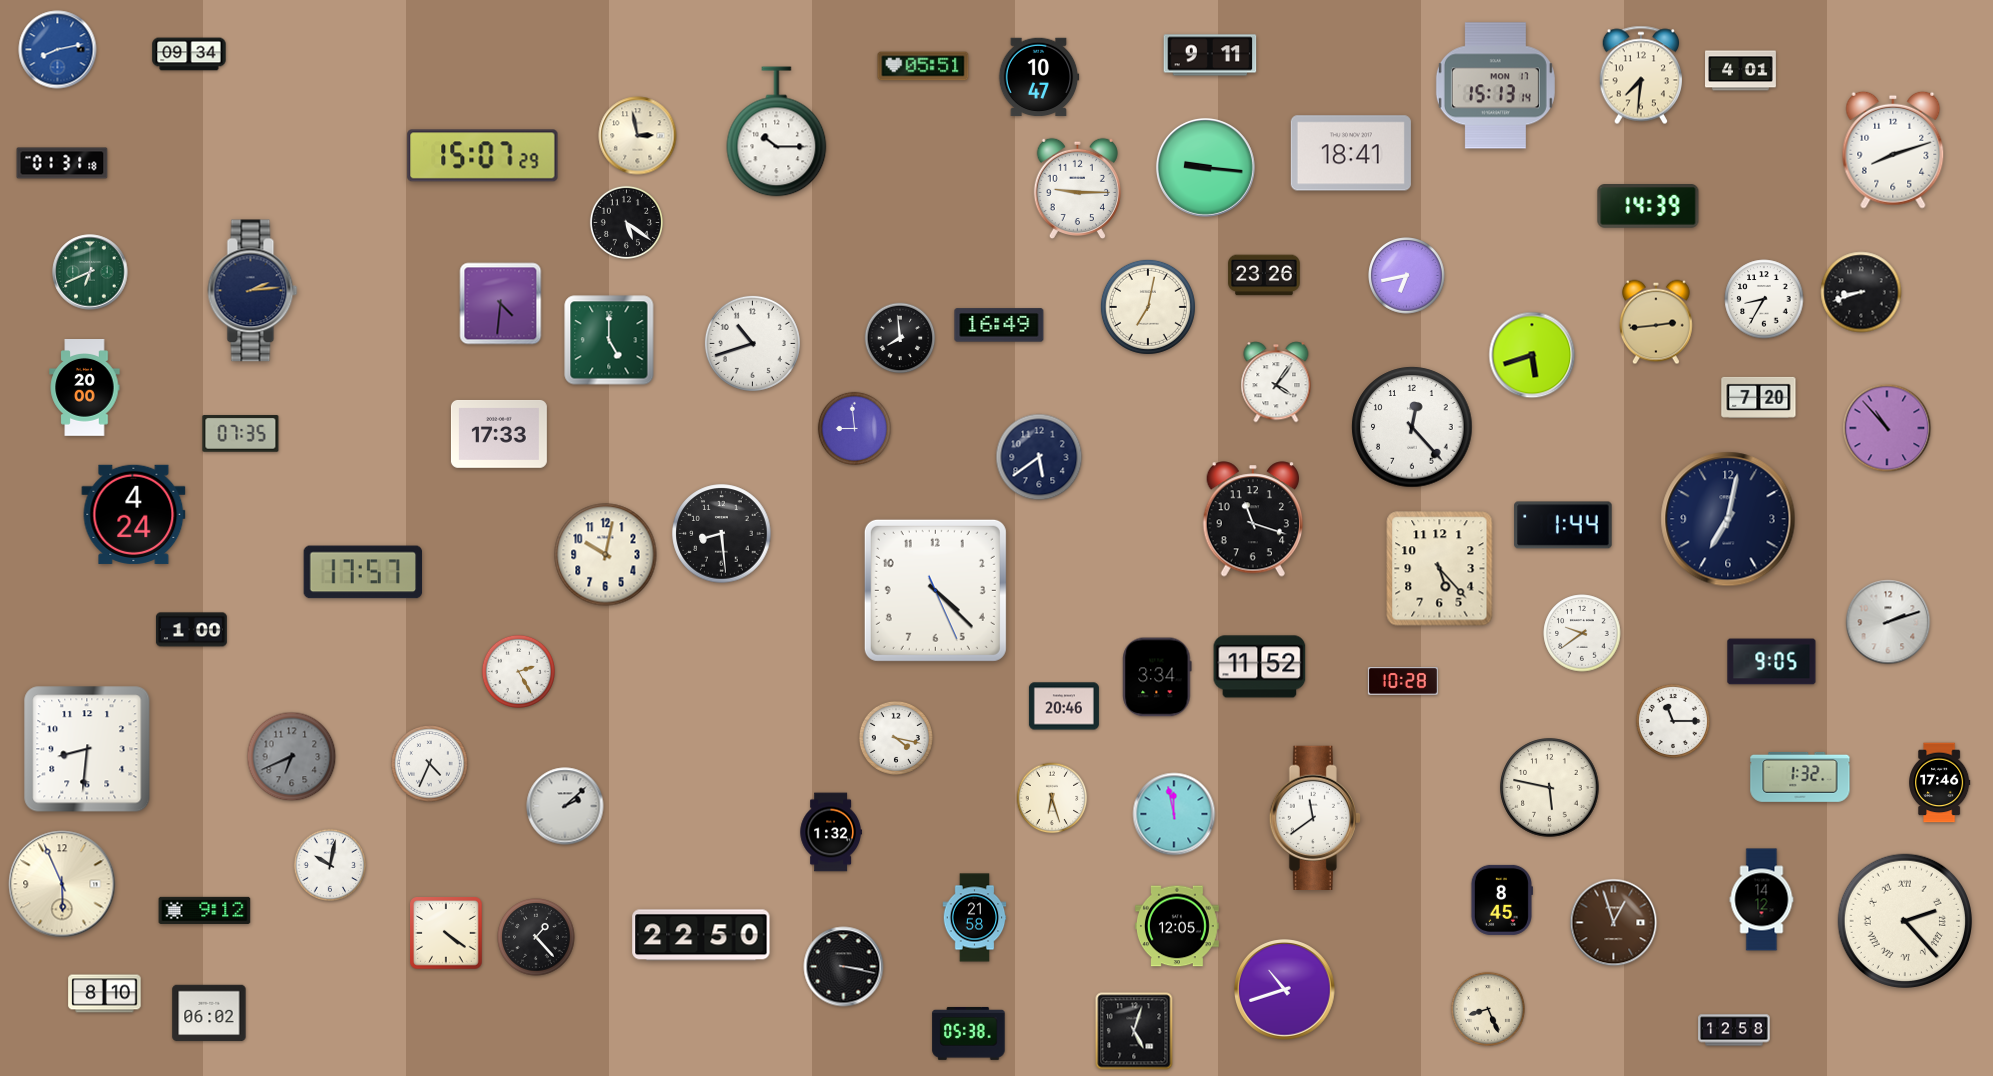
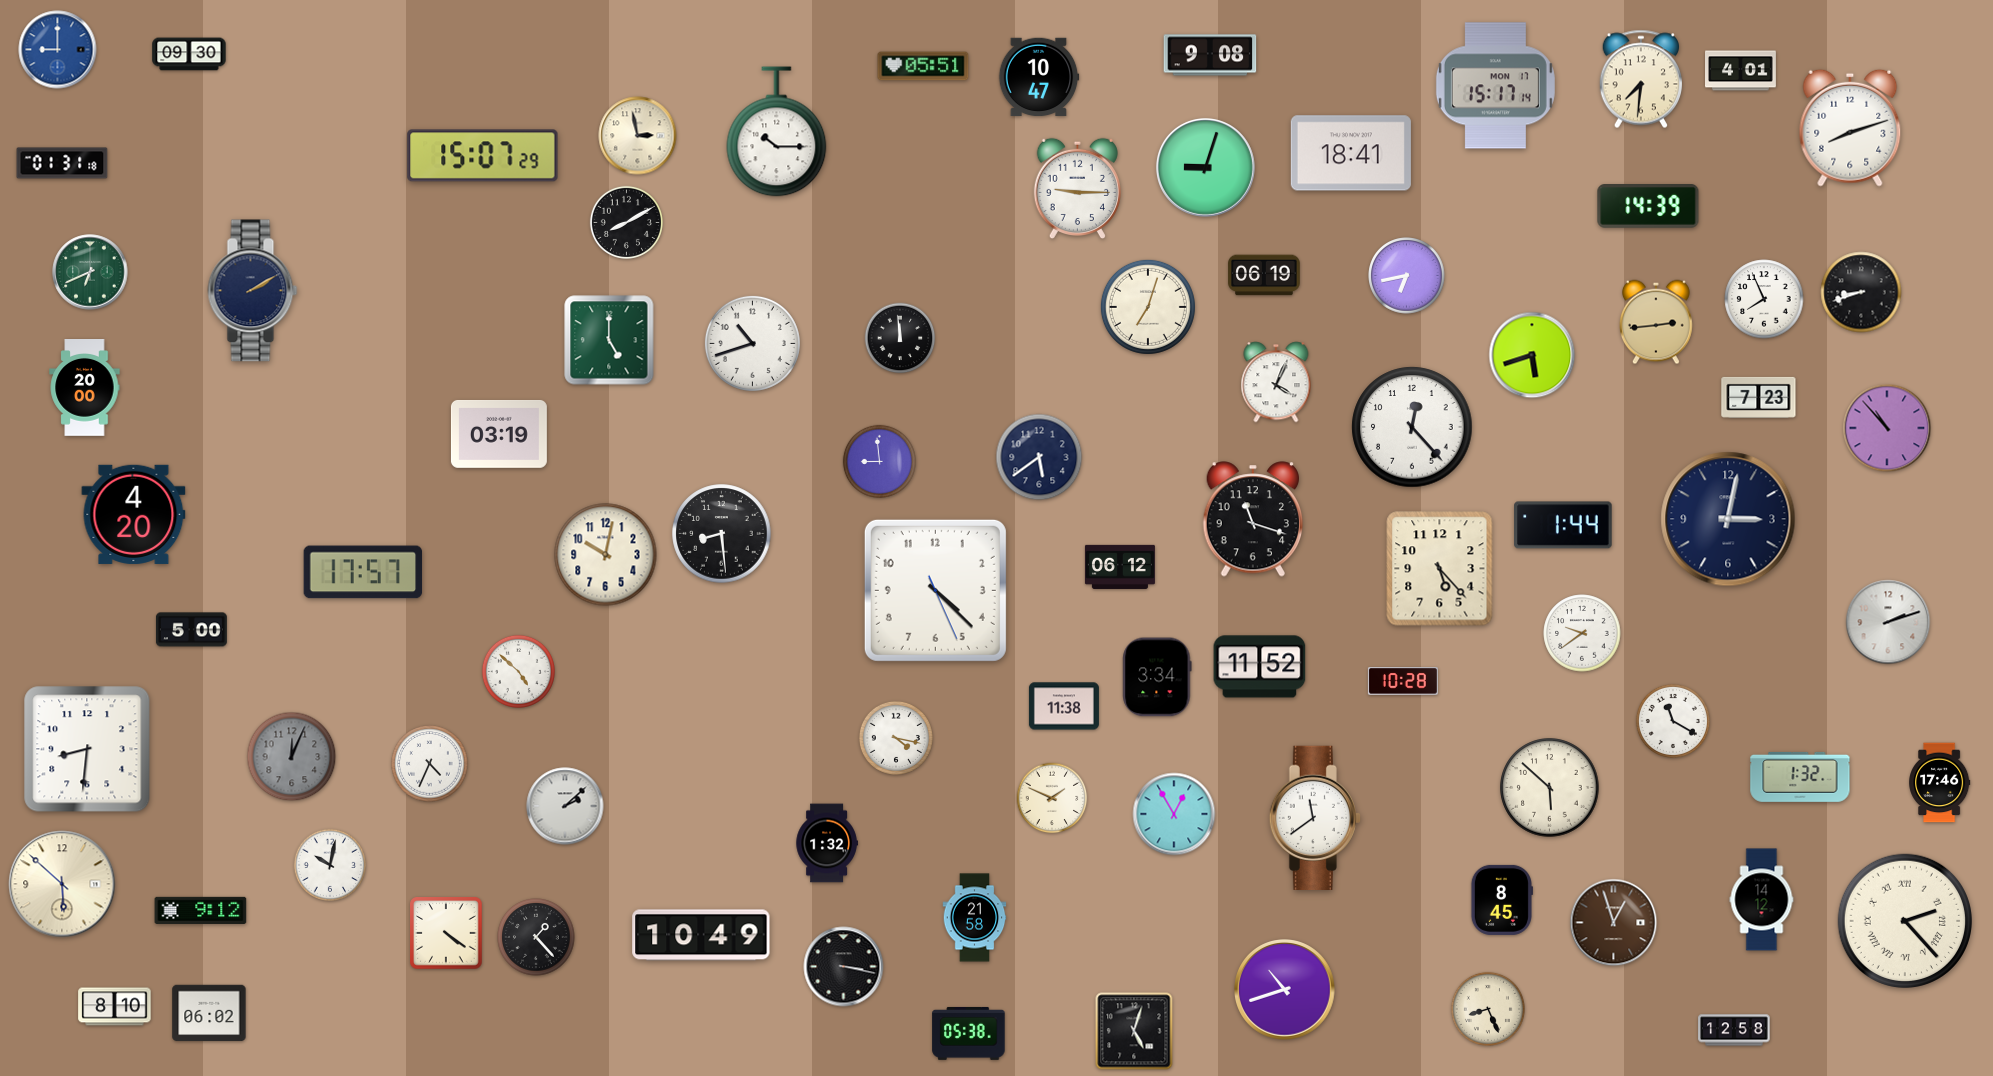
clock at (58, 50): 8:13 -> 9:00
clock at (189, 54): 09:34 -> 09:30
clock at (1210, 55): 9:11 -> 9:08
clock at (1640, 75) position: (1640, 75) -> (1640, 79)
clock at (1495, 86): 15:13 -> 15:17
clock at (1893, 150) position: (1893, 150) -> (1850, 128)
clock at (1205, 167): 9:16 -> 9:03
clock at (626, 222): 5:21 -> 8:10
clock at (1264, 275): 23:26 -> 06:19
clock at (253, 291): 2:14 -> 2:10
clock at (1764, 299): 8:35 -> 7:56
clock at (501, 304): 4:31 -> none
clock at (1148, 307): 7:02 -> 7:03
clock at (999, 325): 16:49 -> none
clock at (900, 338): 7:59 -> 11:59
clock at (1276, 382): 4:06 -> 4:04
clock at (1759, 397): 7:20 -> 7:23
clock at (854, 428) position: (854, 428) -> (879, 461)
clock at (241, 434): 07:35 -> none
clock at (499, 434): 17:33 -> 03:19
clock at (134, 514): 4:24 -> 4:20
clock at (1728, 519): 7:02 -> 3:02
clock at (1120, 567): none -> 06:12
clock at (191, 630): 1:00 -> 5:00
clock at (1772, 662): 9:05 -> none
clock at (518, 671): 2:25 -> 4:52
clock at (1064, 706): 20:46 -> 11:38
clock at (1673, 721): 11:15 -> 11:20
clock at (292, 757): 6:41 -> 12:04
clock at (1550, 788): 5:47 -> 5:52
clock at (1052, 798): 6:27 -> 1:49
clock at (1174, 814): 11:58 -> 12:55
clock at (831, 832) position: (831, 832) -> (827, 843)
clock at (62, 884): 5:56 -> 5:52
clock at (205, 910) position: (205, 910) -> (201, 910)
clock at (1178, 926): 12:05 -> none
clock at (701, 935): 22:50 -> 10:49
clock at (105, 994) position: (105, 994) -> (115, 1007)
